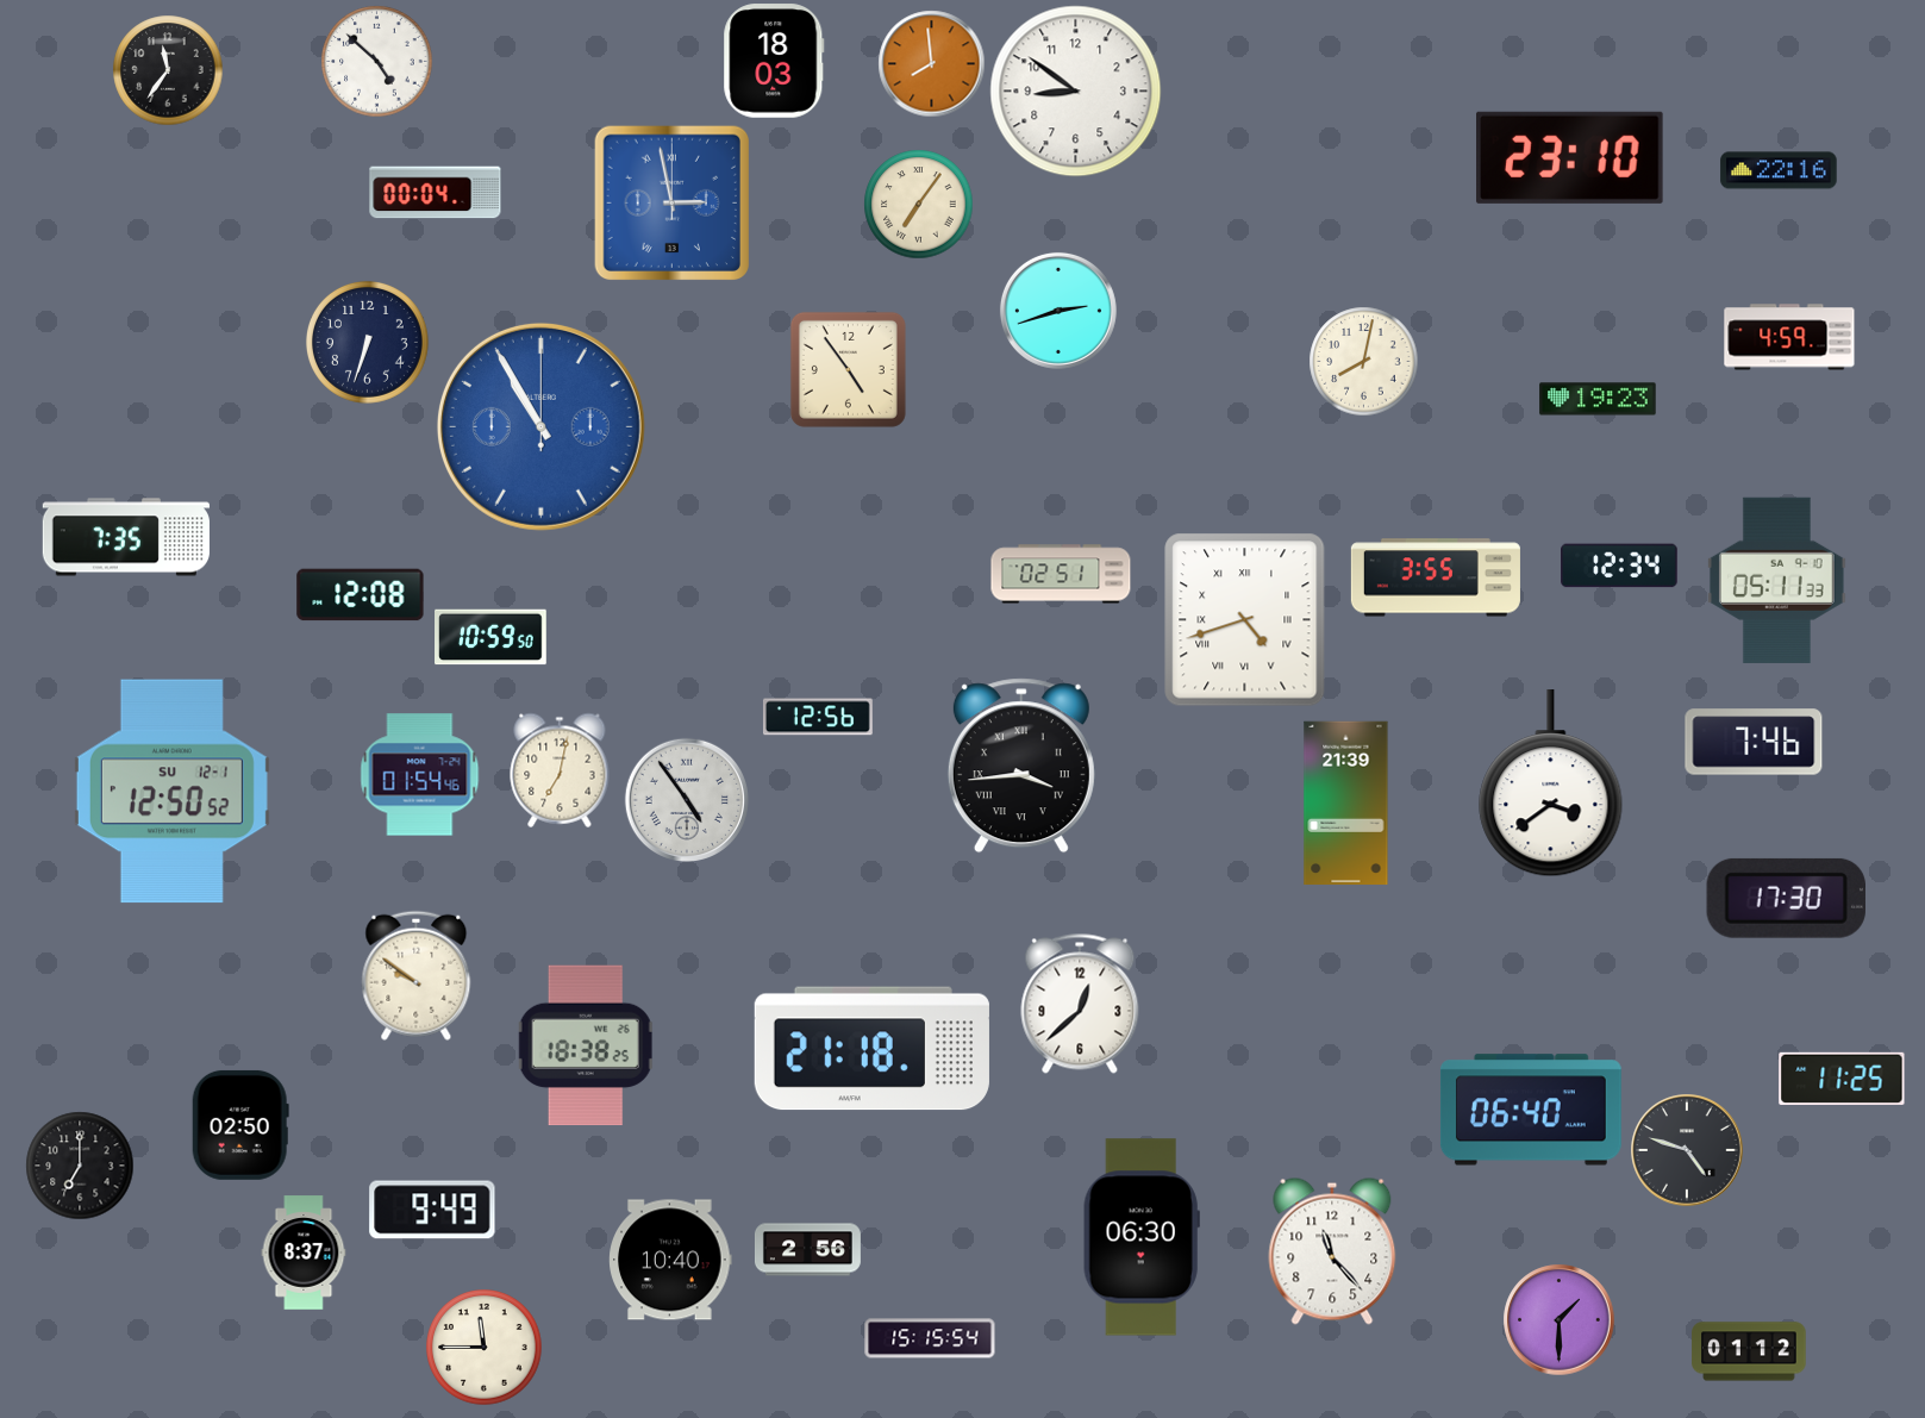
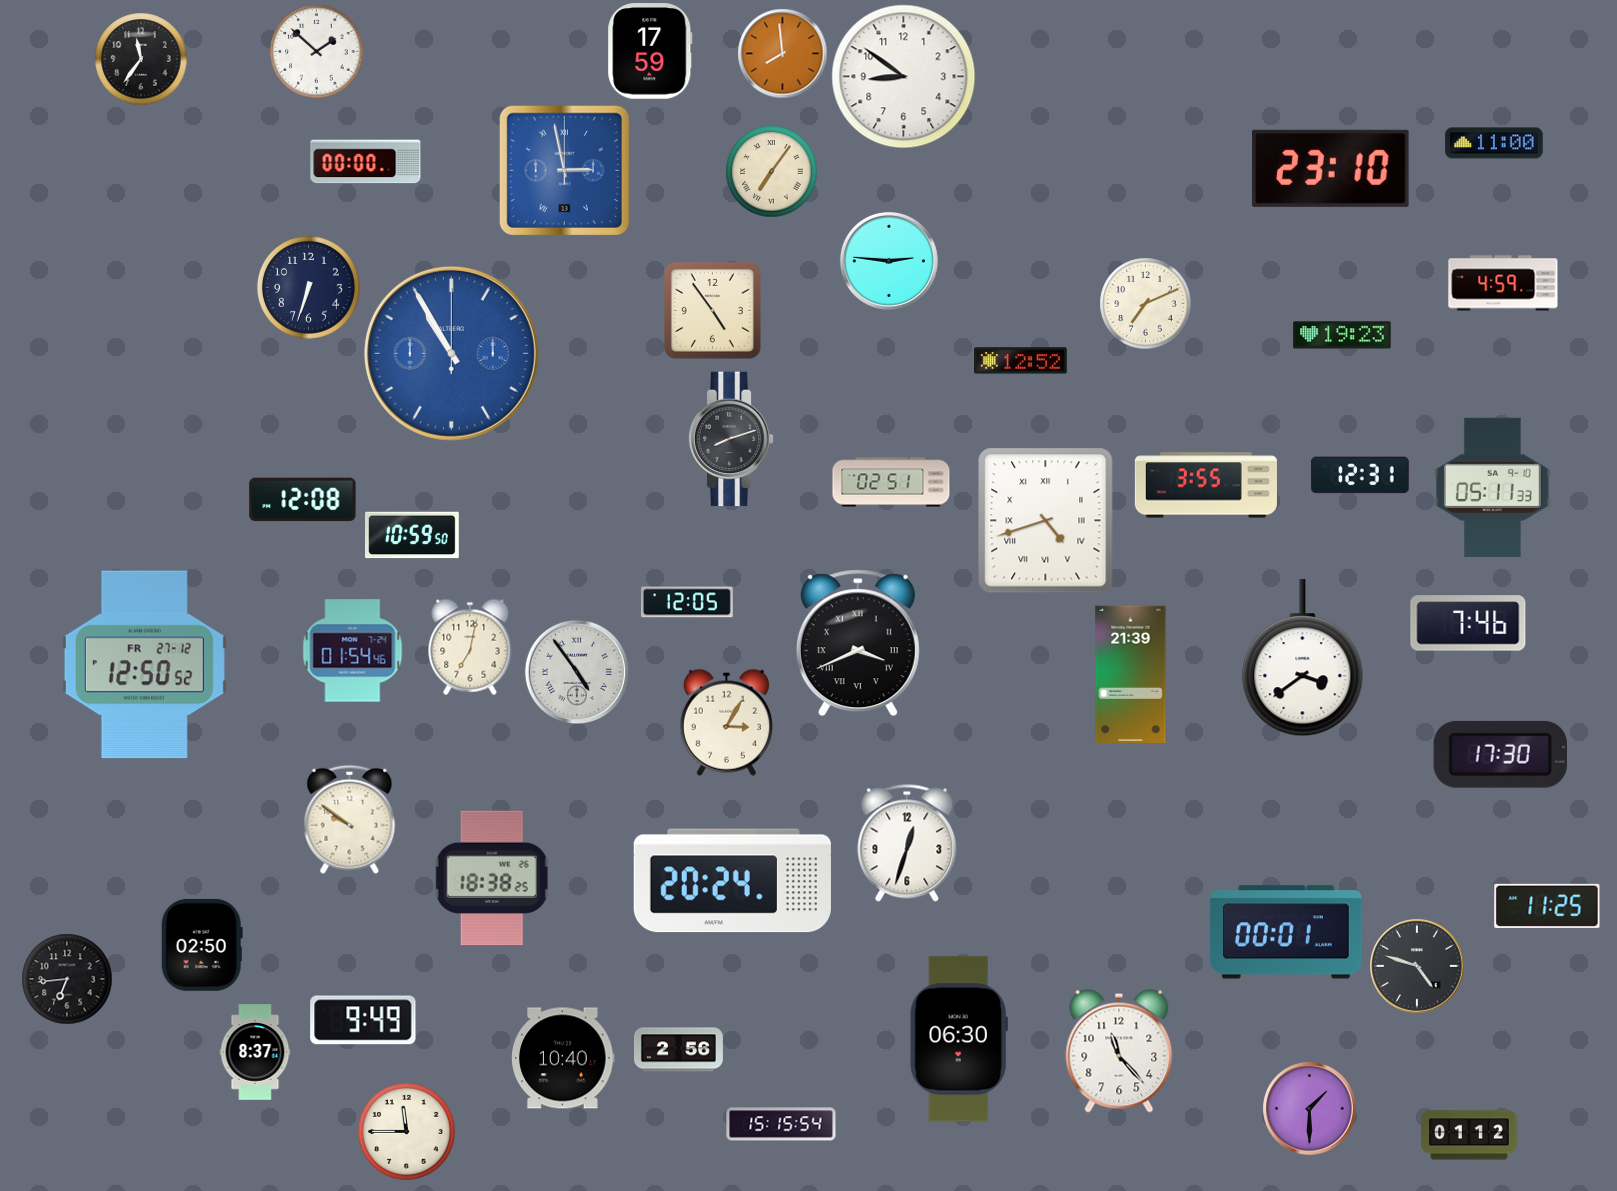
clock at (376, 61): 4:52 -> 1:52
clock at (774, 61): 18:03 -> 17:59
clock at (1570, 157) position: (1570, 157) -> (1331, 168)
clock at (1779, 170): 22:16 -> 11:00
clock at (436, 193): 00:04 -> 00:00
clock at (1058, 311): 2:42 -> 2:46
clock at (1363, 361): 8:02 -> 7:11
clock at (540, 426) position: (540, 426) -> (451, 353)
clock at (1021, 361): none -> 12:52
clock at (731, 439): none -> 8:12
clock at (126, 537): 7:35 -> none
clock at (1619, 566): 12:34 -> 12:31
clock at (818, 717): 12:56 -> 12:05
clock at (1754, 742) position: (1754, 742) -> (1468, 623)
clock at (1021, 766): 3:44 -> 3:41
clock at (171, 792) date: SU 12-1 -> FR 27-12
clock at (726, 722): none -> 3:05
clock at (1080, 1004): 12:38 -> 12:33
clock at (871, 1049): 21:18 -> 20:24
clock at (1531, 1110): 06:40 -> 00:01
clock at (80, 1166): 7:00 -> 6:44
clock at (432, 1210) position: (432, 1210) -> (363, 1020)
